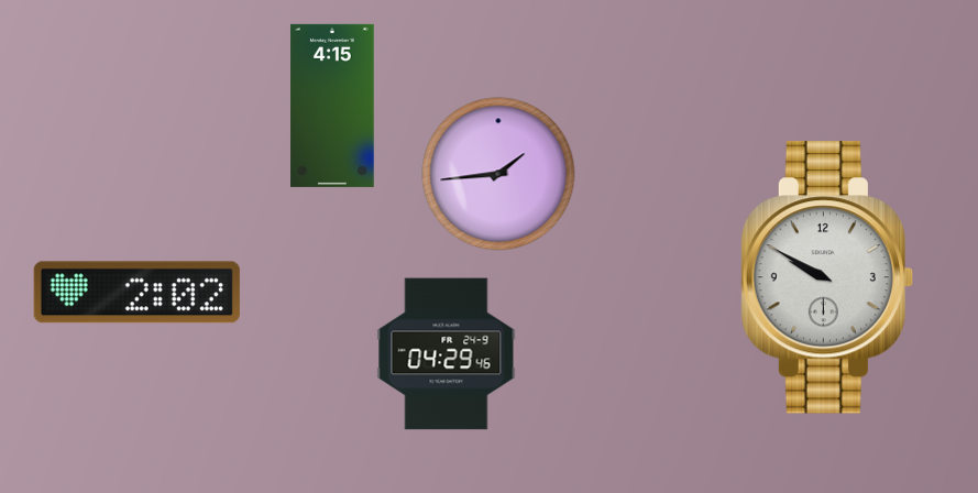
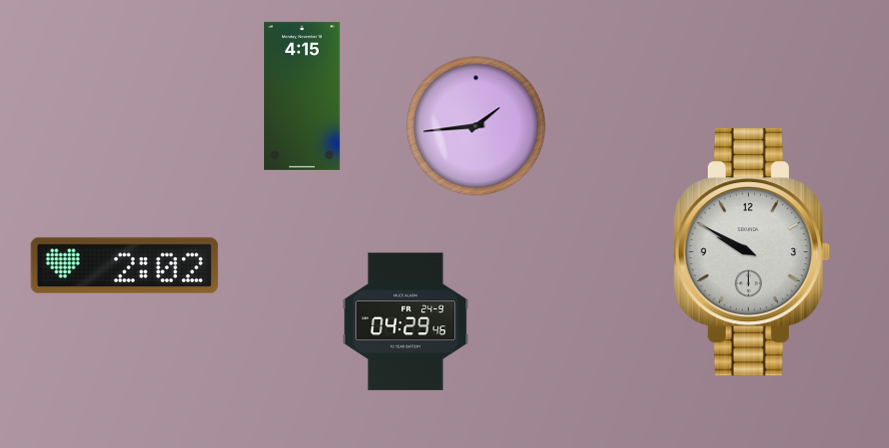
clock at (498, 174) position: (498, 174) -> (476, 126)
